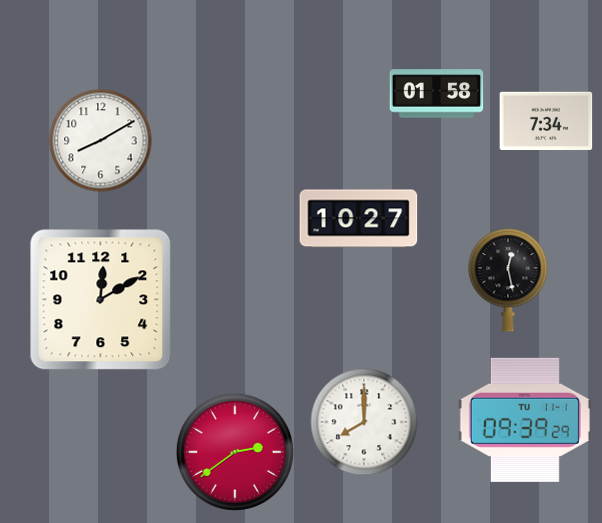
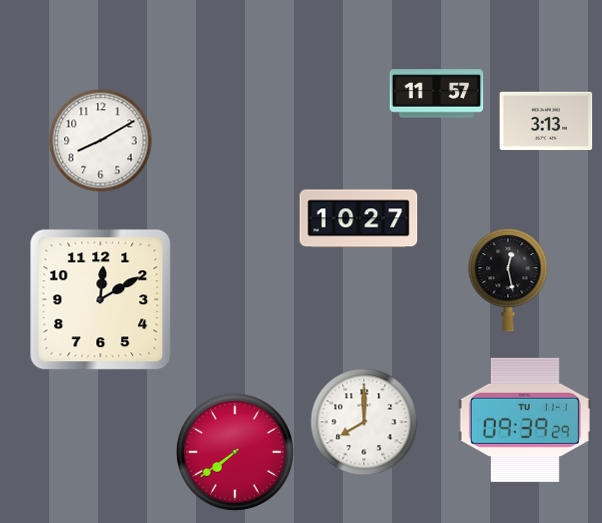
clock at (437, 94): 01:58 -> 11:57
clock at (546, 120): 7:34 -> 3:13
clock at (235, 452): 2:39 -> 7:39
